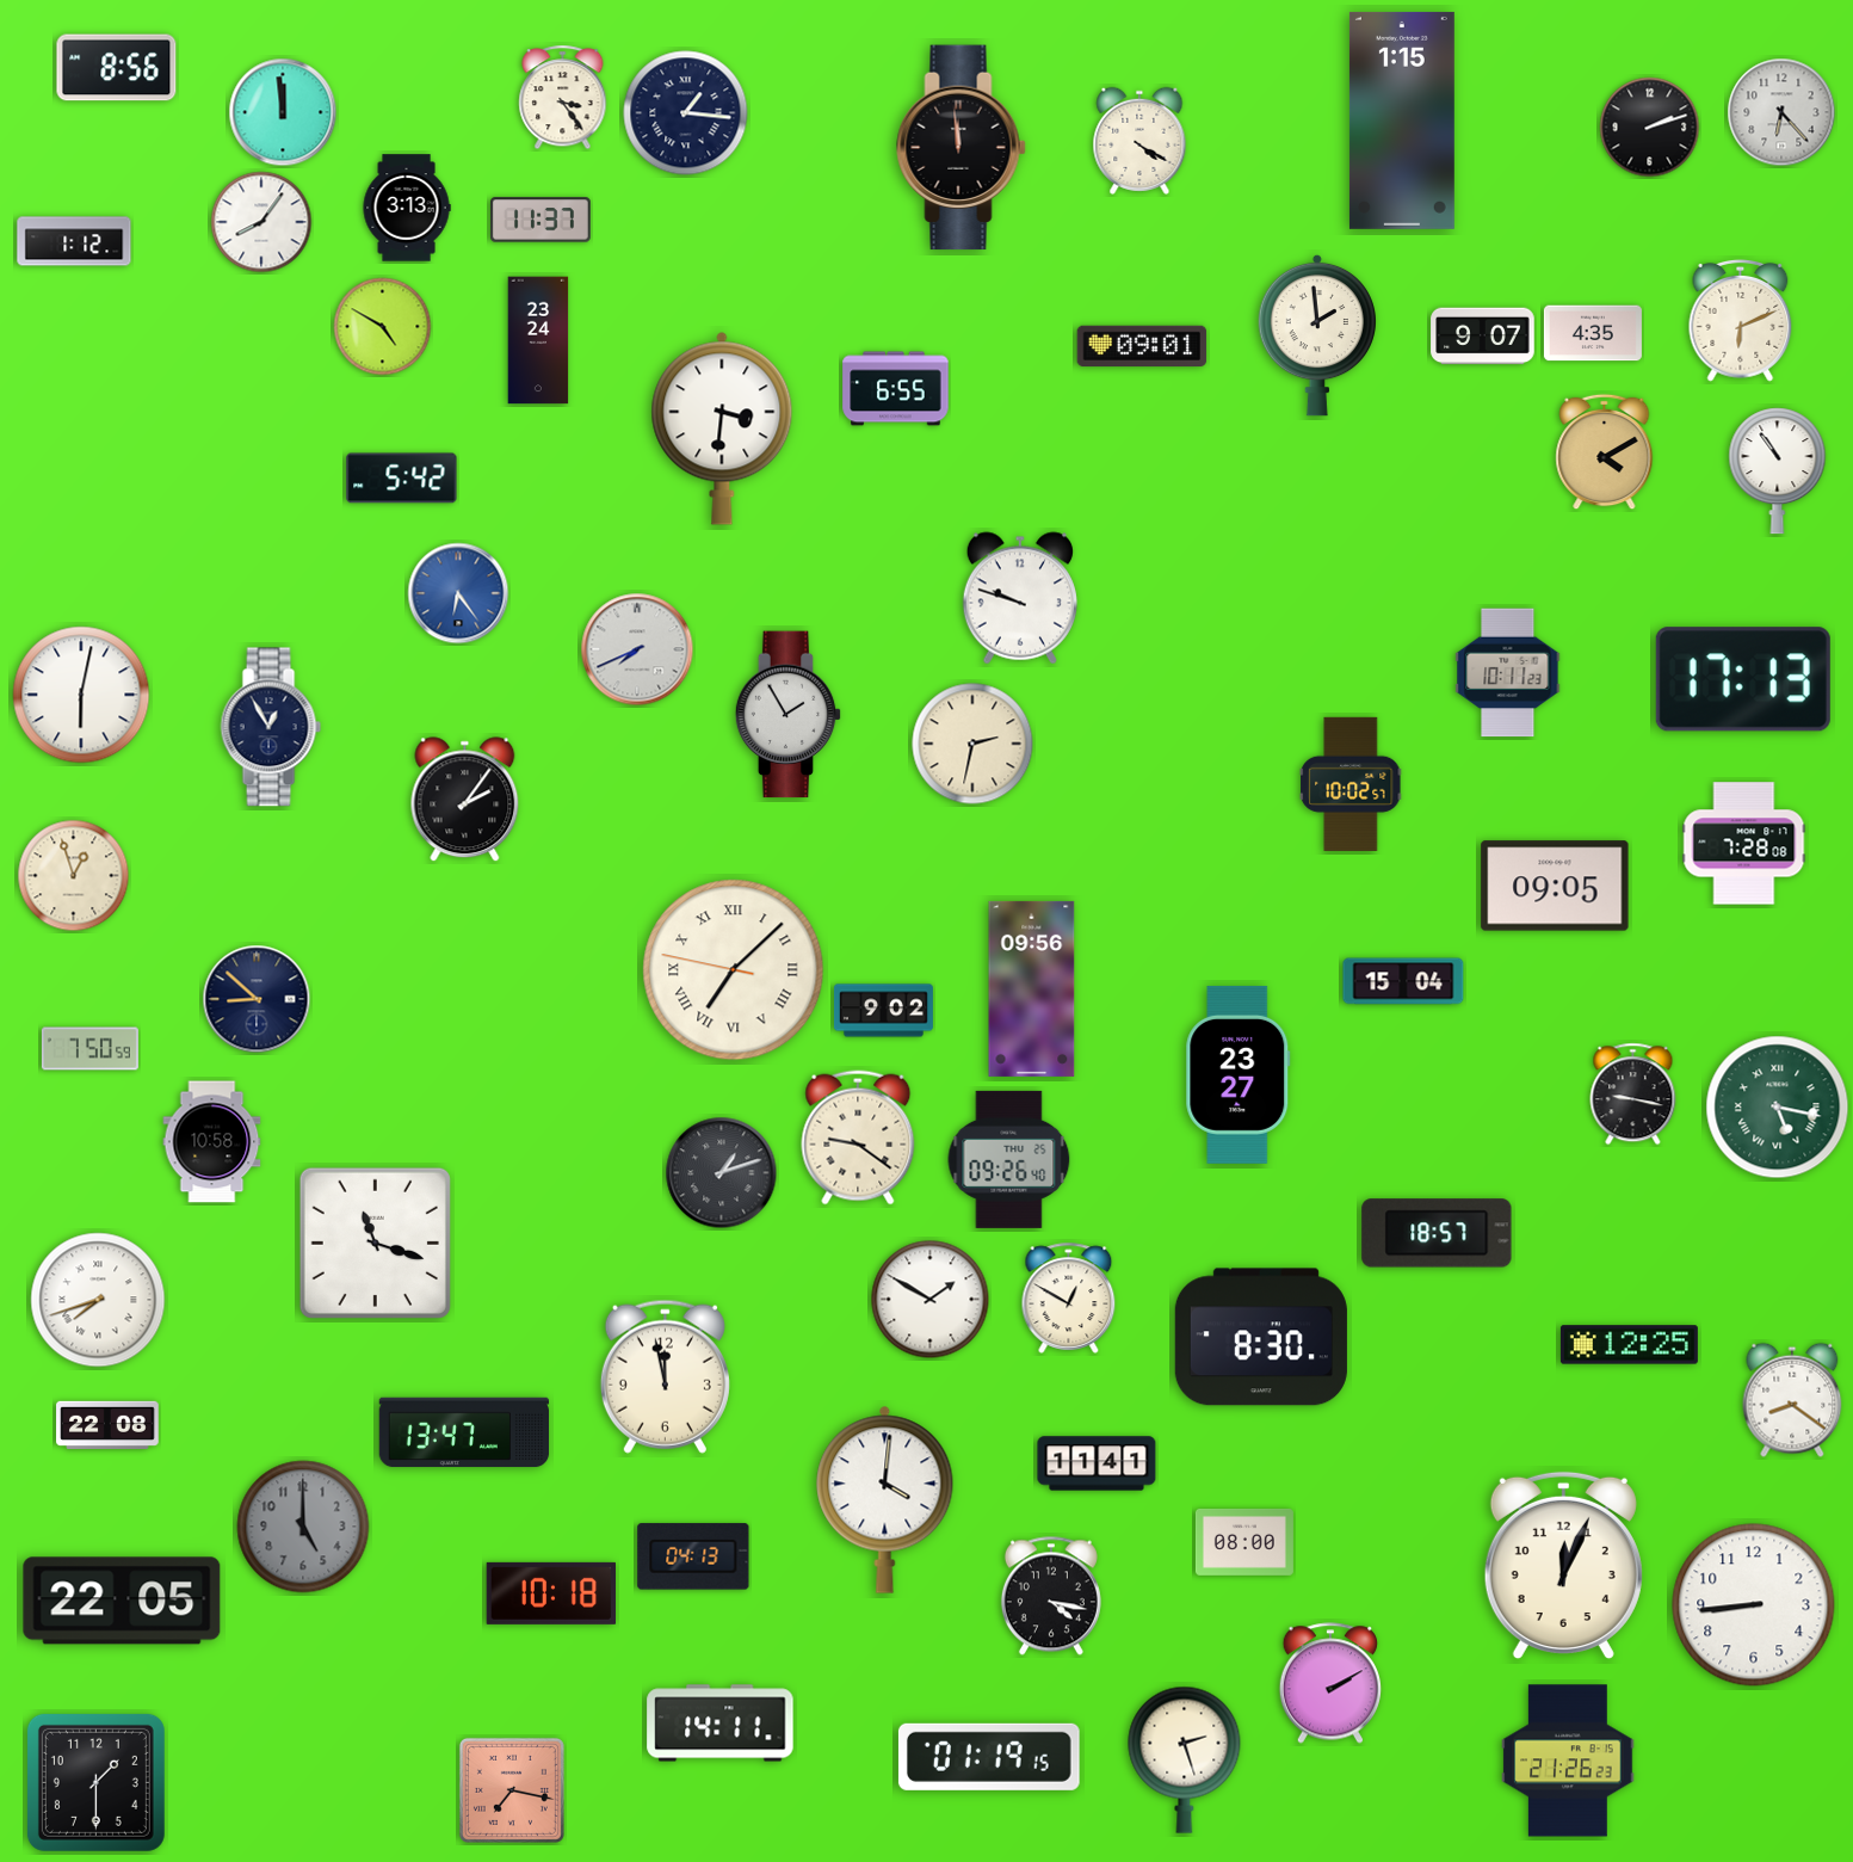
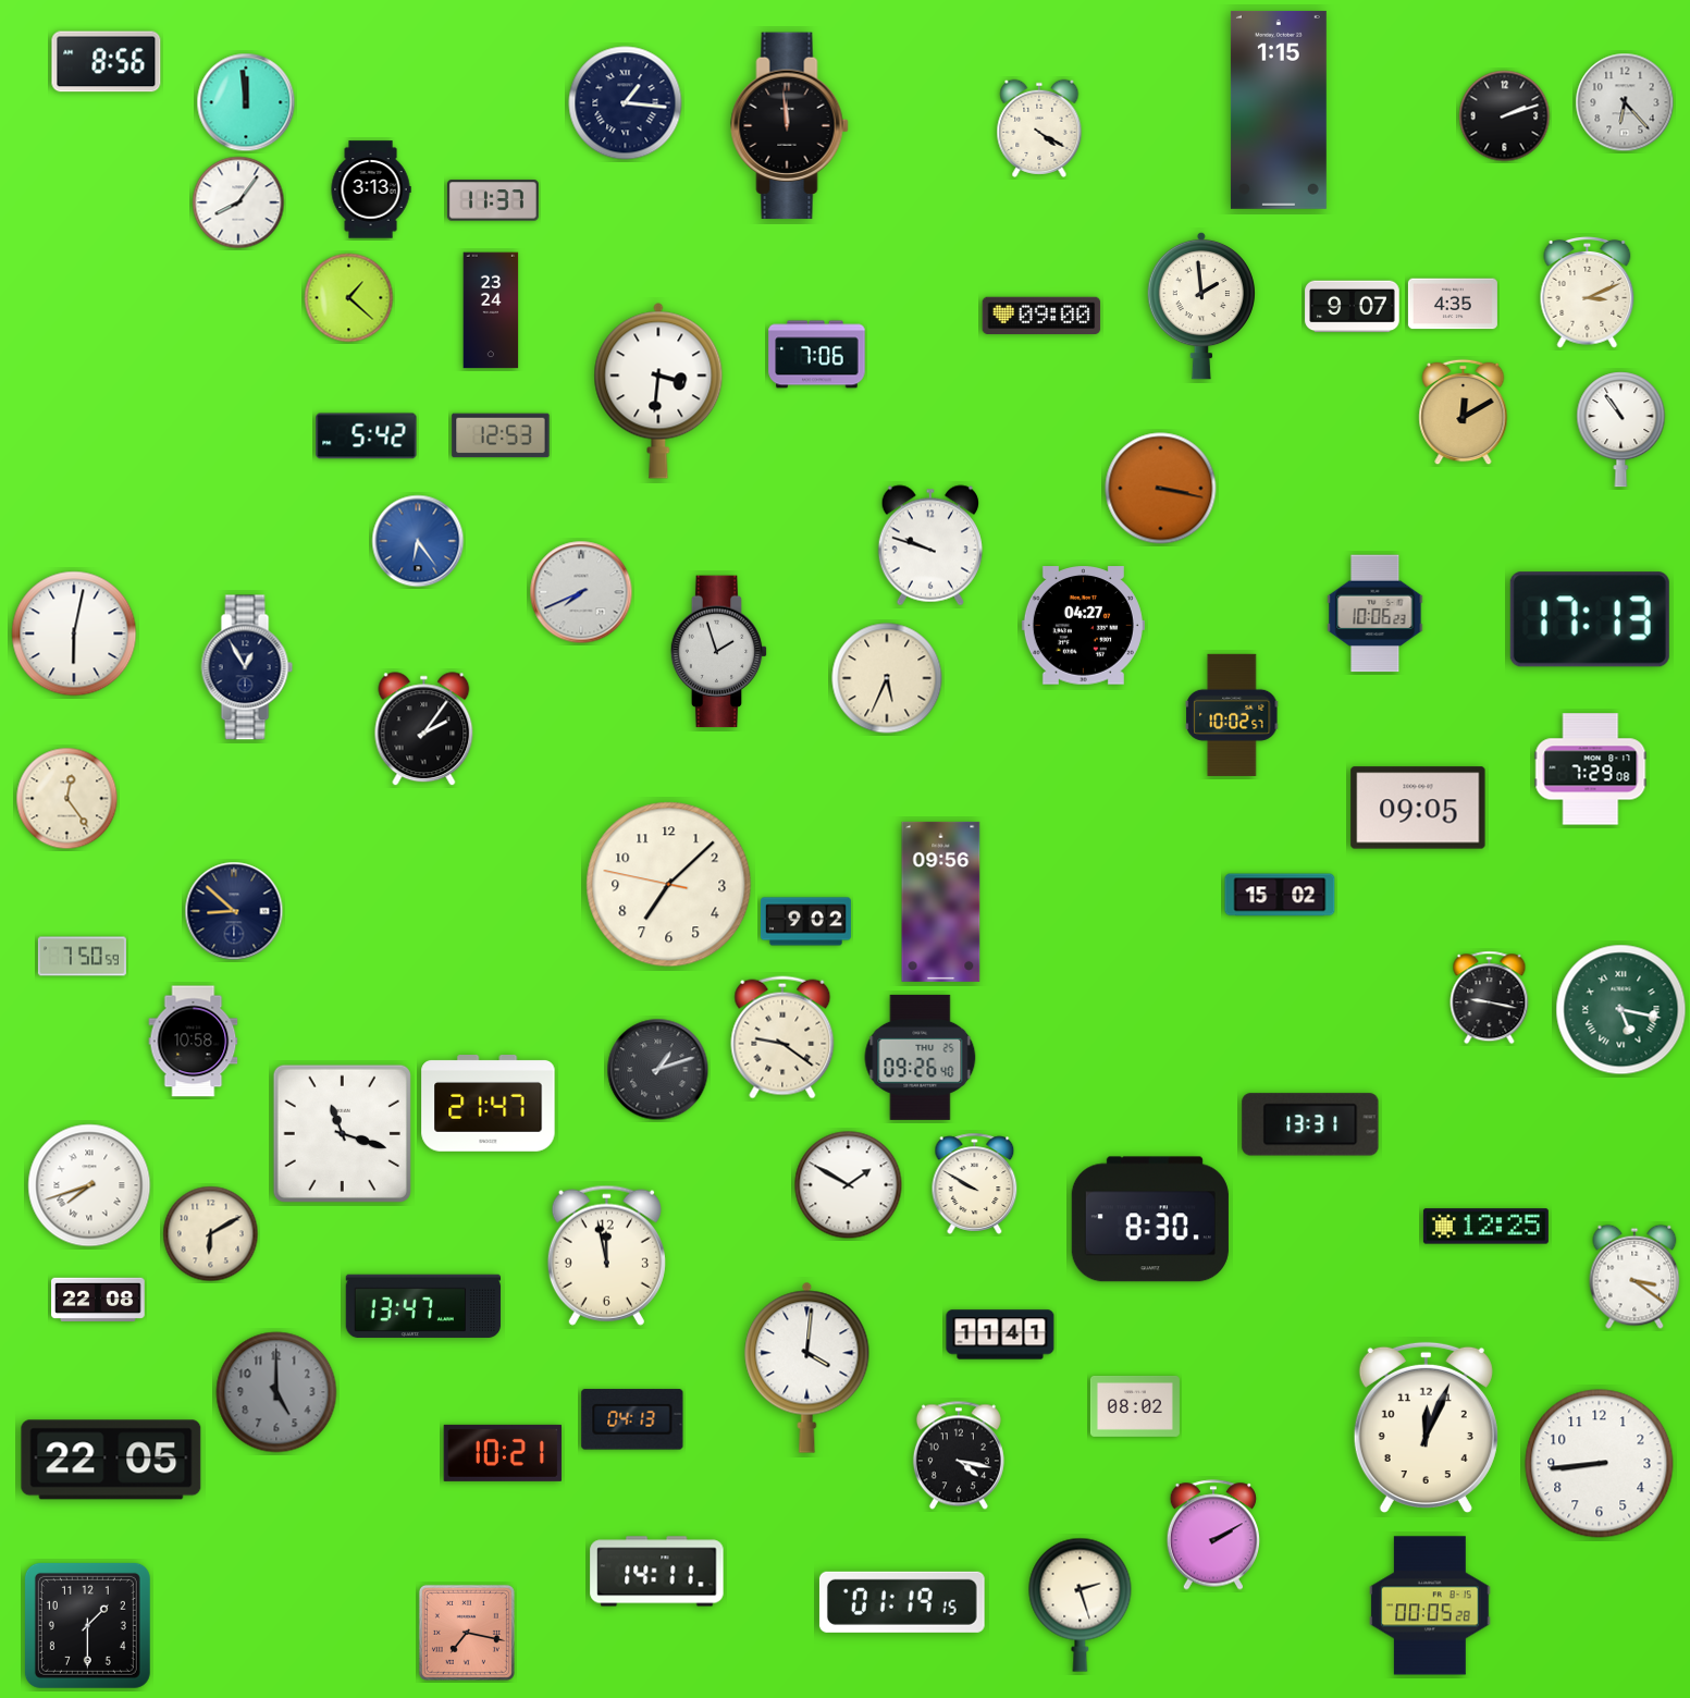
clock at (563, 98): 3:24 -> none
clock at (283, 112) position: (283, 112) -> (246, 102)
clock at (962, 148) position: (962, 148) -> (790, 126)
clock at (74, 241): 1:12 -> none
clock at (1741, 321): 6:11 -> 3:11
clock at (383, 327): 4:50 -> 1:22
clock at (1142, 346): 09:01 -> 09:00
clock at (896, 389): 6:55 -> 7:06
clock at (1605, 452): 4:10 -> 12:10
clock at (501, 435): none -> 12:53
clock at (1161, 489): none -> 3:17
clock at (1508, 673): 10:11 -> 10:06
clock at (1083, 626): none -> 04:27
clock at (789, 715): 1:55 -> 1:57
clock at (271, 727) position: (271, 727) -> (247, 667)
clock at (972, 744): 2:32 -> 5:34
clock at (1744, 844): 7:28 -> 7:29
clock at (74, 876): 12:57 -> 12:24
clock at (734, 970) numerals: Roman -> Arabic
clock at (1403, 981): 15:04 -> 15:02
clock at (1239, 1074): 23:27 -> none
clock at (489, 1104): none -> 21:47
clock at (1437, 1233): 18:57 -> 13:31
clock at (1069, 1297): 12:50 -> 9:50
clock at (211, 1234): none -> 6:10
clock at (1792, 1400): 8:21 -> 3:21
clock at (1244, 1542): 08:00 -> 08:02
clock at (551, 1593): 10:18 -> 10:21
clock at (1568, 1761): 21:26 -> 00:05
